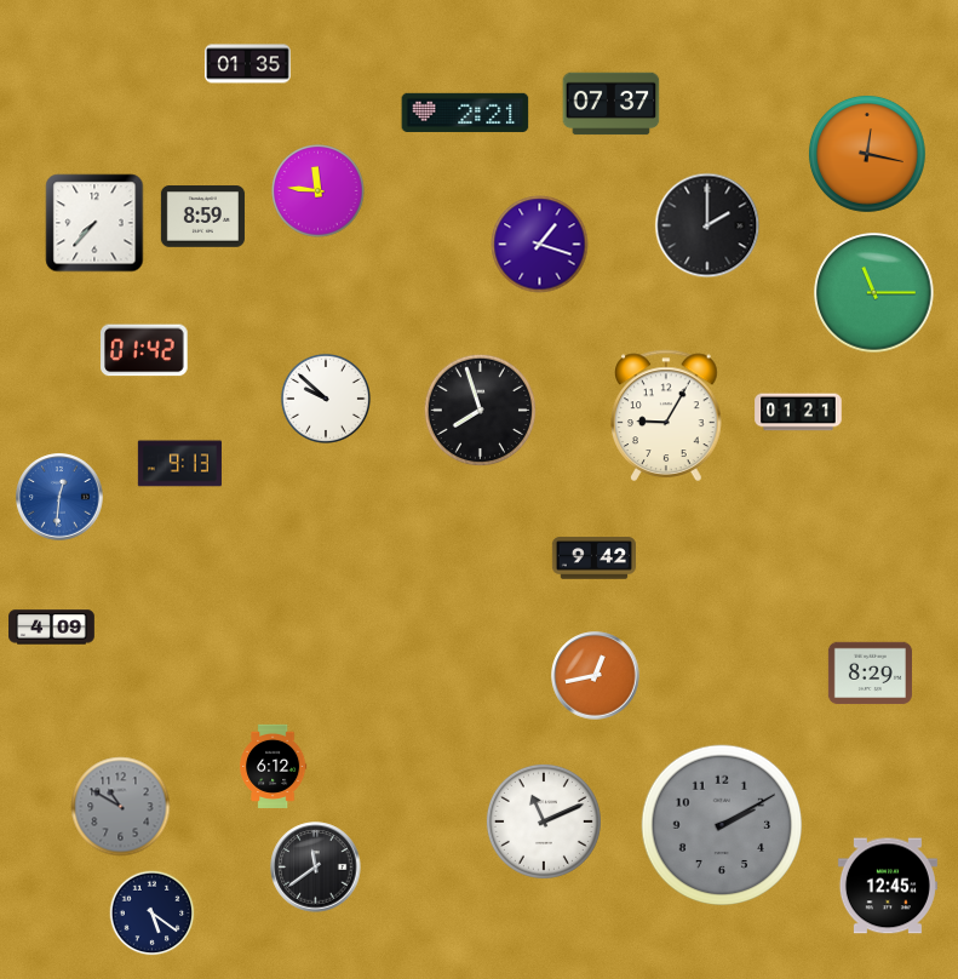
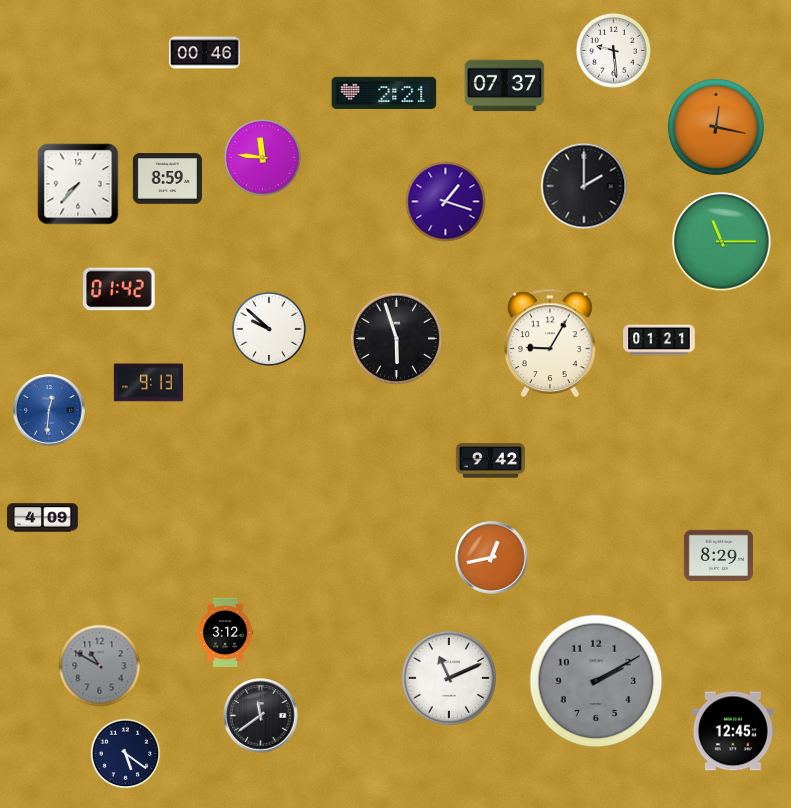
clock at (613, 50): none -> 9:29
clock at (248, 64): 01:35 -> 00:46
clock at (481, 411): 7:57 -> 5:57
clock at (274, 766): 6:12 -> 3:12
